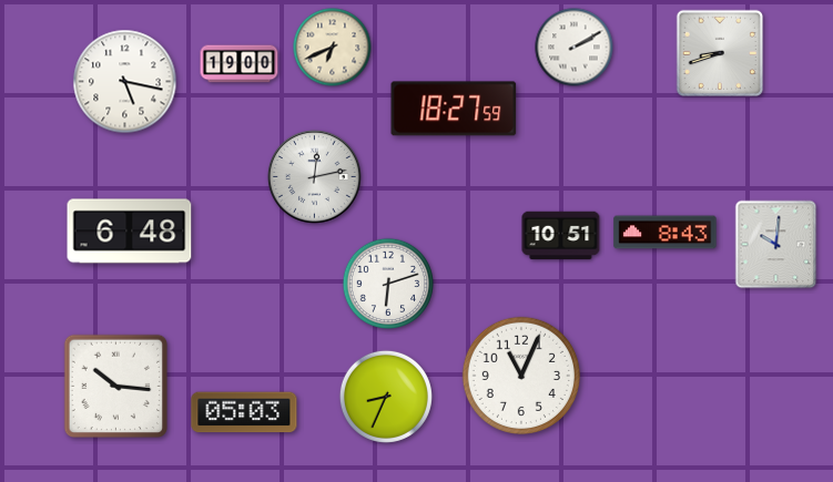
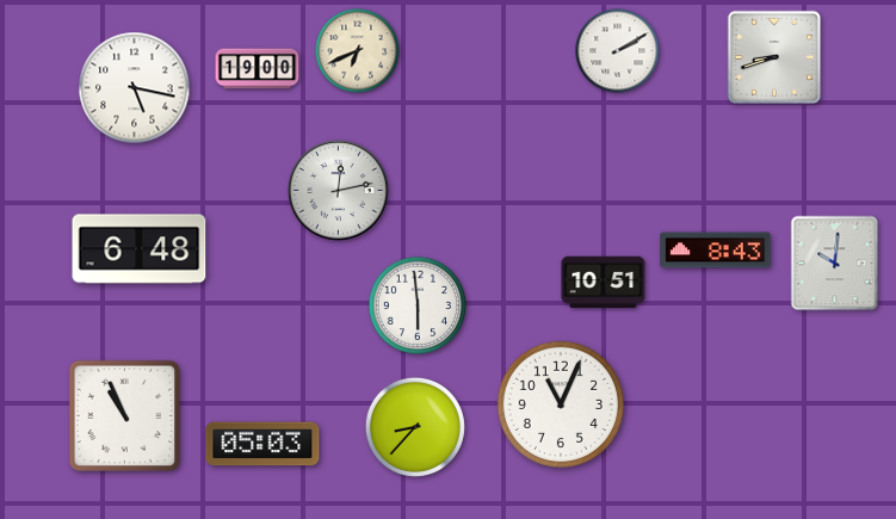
clock at (454, 109): 18:27 -> none
clock at (561, 236) position: (561, 236) -> (604, 283)
clock at (388, 284): 6:12 -> 5:59
clock at (115, 386): 10:16 -> 10:56
clock at (386, 397): 8:34 -> 8:37
